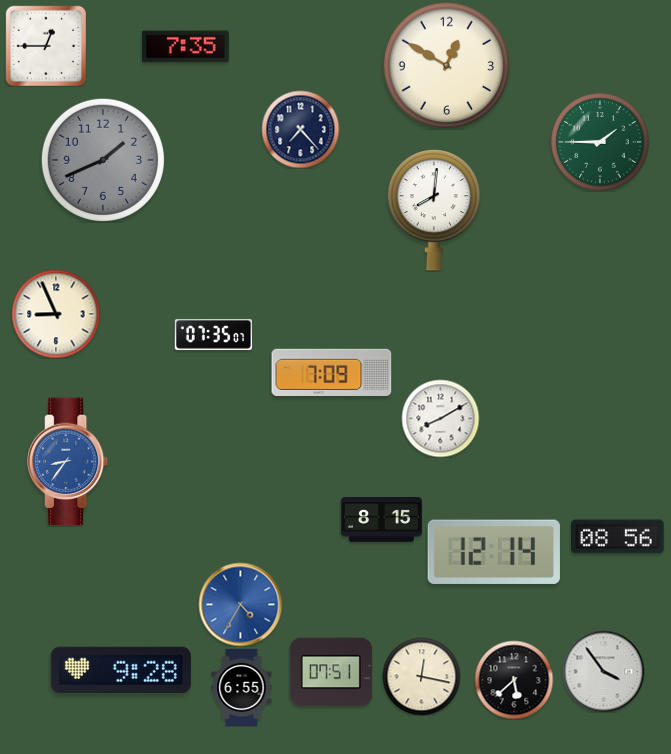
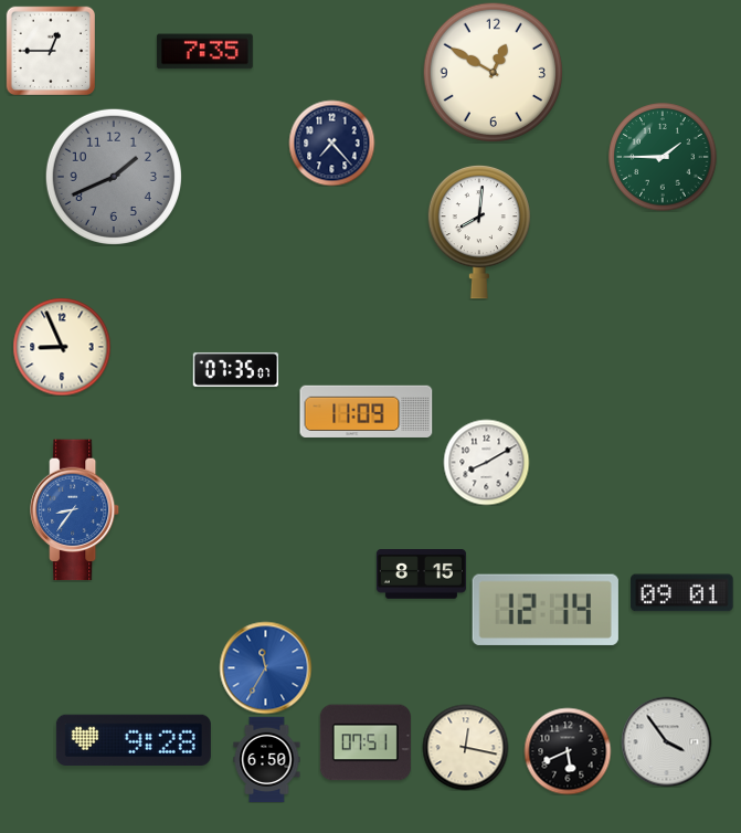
clock at (332, 372): 7:09 -> 11:09
clock at (618, 537): 08:56 -> 09:01
clock at (240, 604): 4:35 -> 11:35
clock at (514, 680): 5:38 -> 5:41
clock at (242, 687): 6:55 -> 6:50
